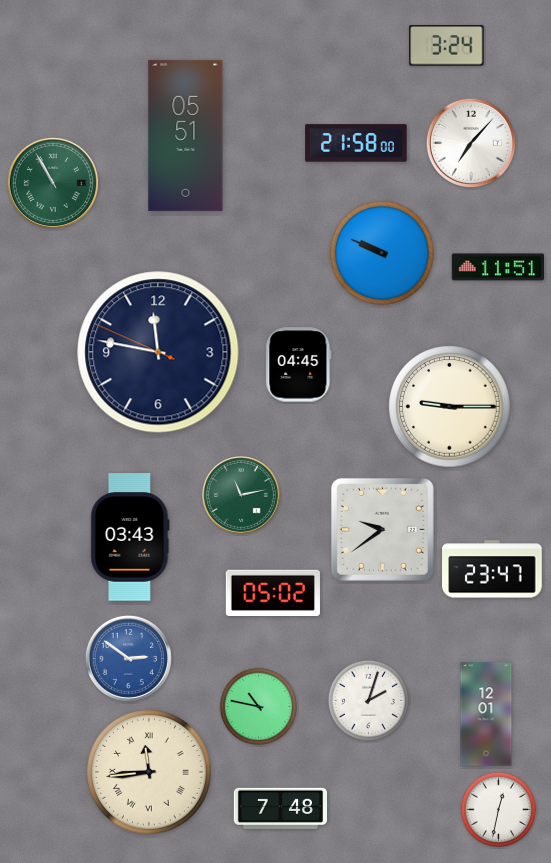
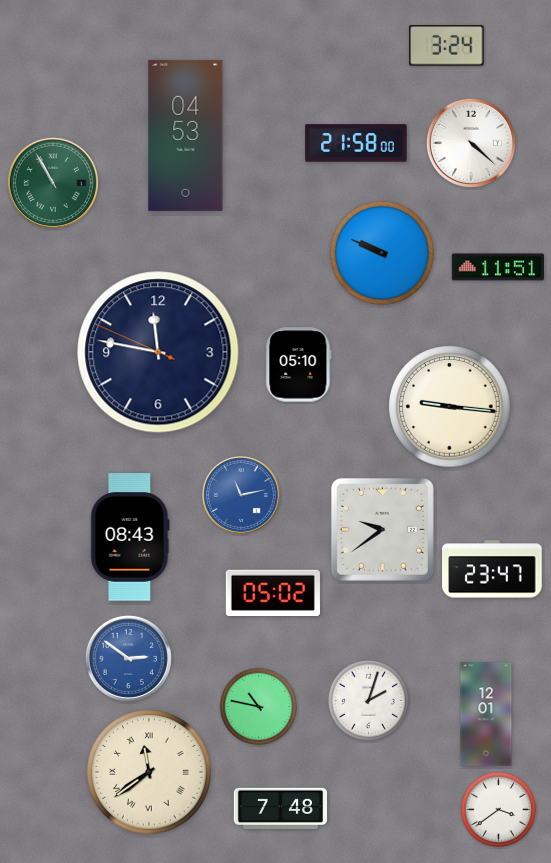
clock at (186, 135): 05:51 -> 04:53
clock at (471, 143): 7:07 -> 4:22
clock at (299, 365): 04:45 -> 05:10
clock at (450, 407): 9:15 -> 9:16
clock at (241, 495) dial: green -> blue
clock at (130, 537): 03:43 -> 08:43
clock at (149, 772): 11:44 -> 11:39
clock at (498, 809): 12:32 -> 3:39
